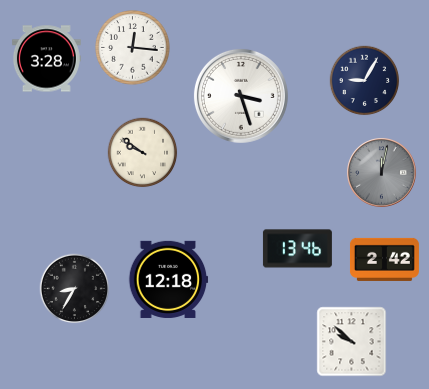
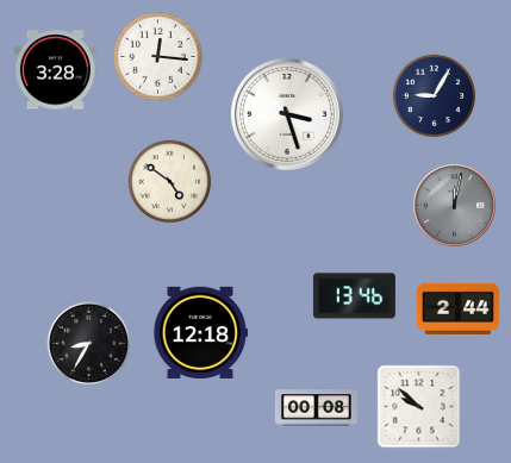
clock at (143, 153): 9:51 -> 4:51
clock at (384, 259): 2:42 -> 2:44
clock at (316, 408): none -> 00:08
